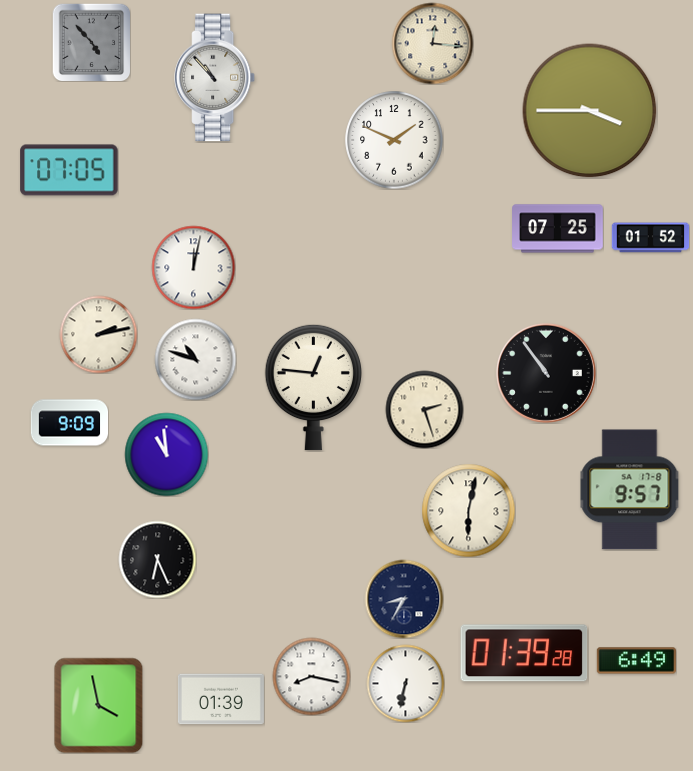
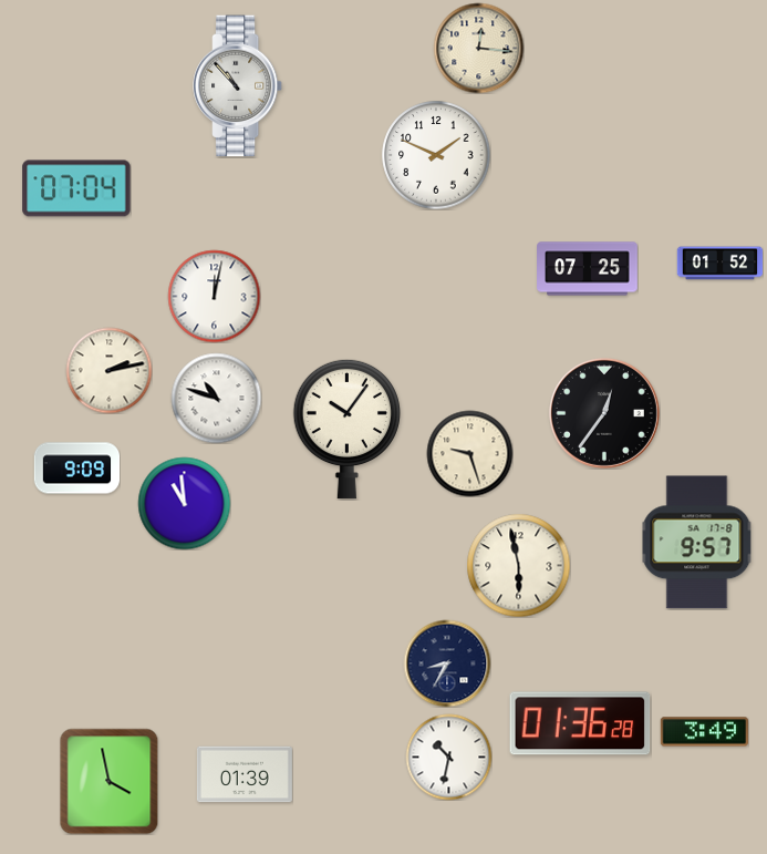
clock at (91, 42): 4:53 -> none
clock at (590, 111): 3:45 -> none
clock at (69, 170): 07:05 -> 07:04
clock at (558, 229) position: (558, 229) -> (588, 269)
clock at (546, 373): 10:54 -> 12:36
clock at (313, 387): 12:46 -> 10:06
clock at (424, 409): 2:27 -> 9:27
clock at (468, 510): 6:02 -> 5:58
clock at (157, 559): 6:26 -> none
clock at (524, 653): 01:39 -> 01:36
clock at (636, 661): 6:49 -> 3:49
clock at (311, 676): 8:17 -> none
clock at (405, 683): 6:32 -> 10:32
